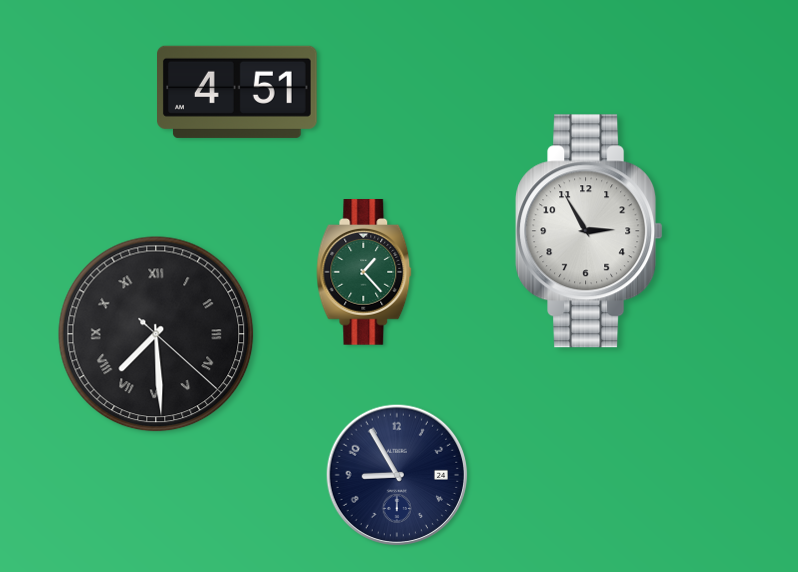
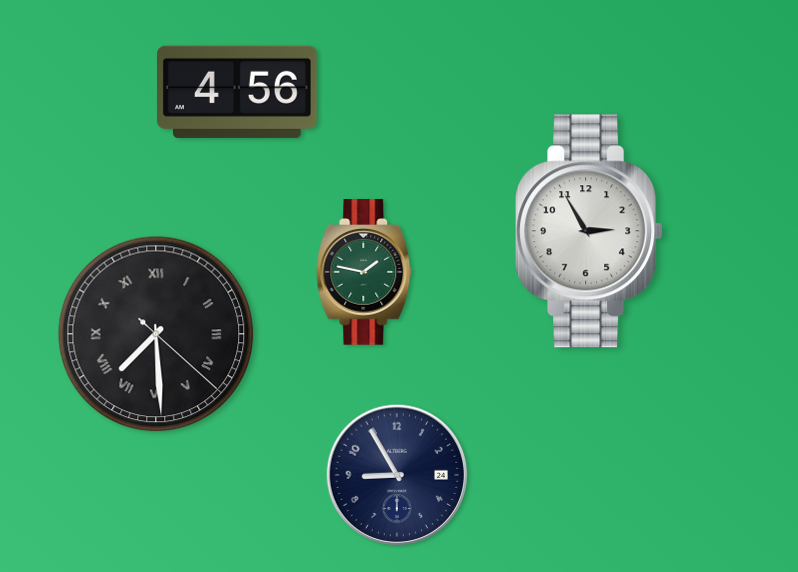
clock at (238, 92): 4:51 -> 4:56
clock at (364, 273): 1:23 -> 1:47
